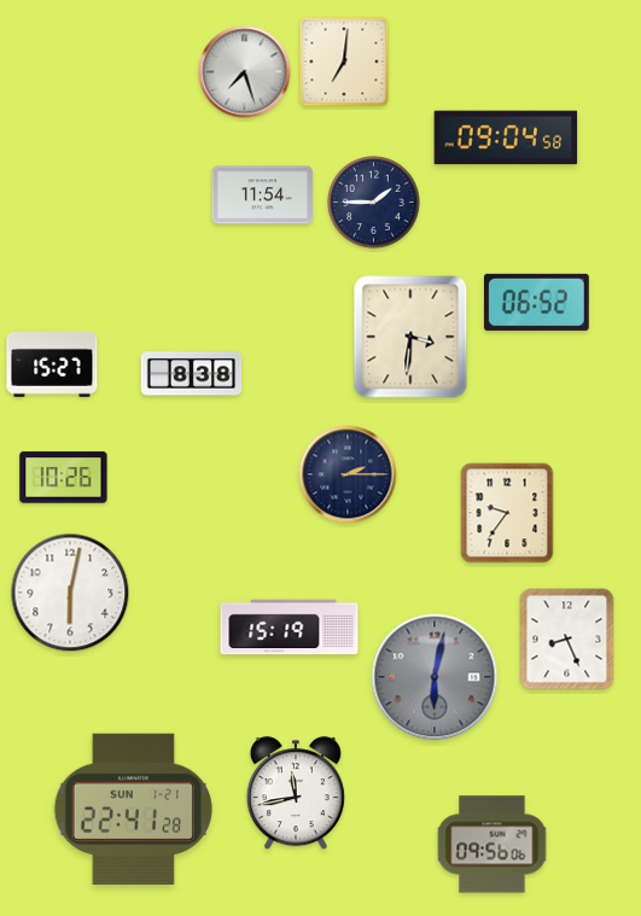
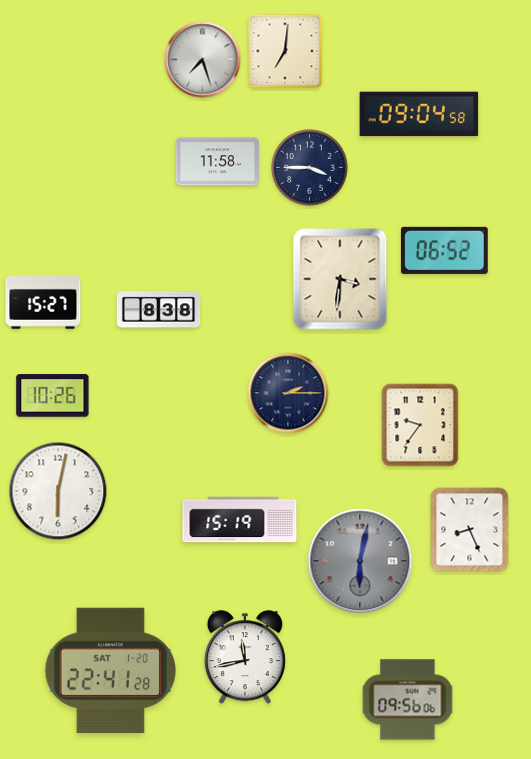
clock at (262, 196): 11:54 -> 11:58
clock at (374, 203): 1:45 -> 3:45
clock at (133, 809) date: SUN 1-21 -> SAT 1-20
